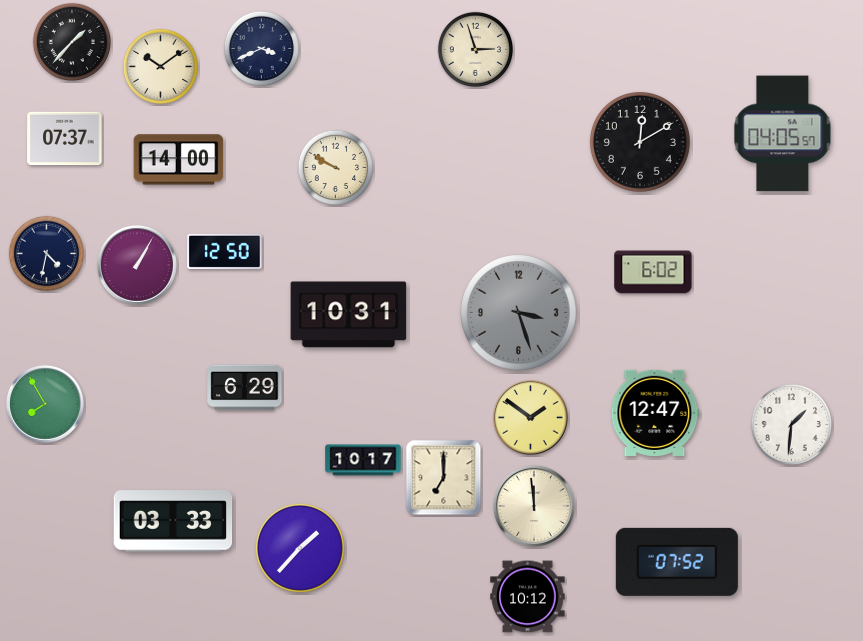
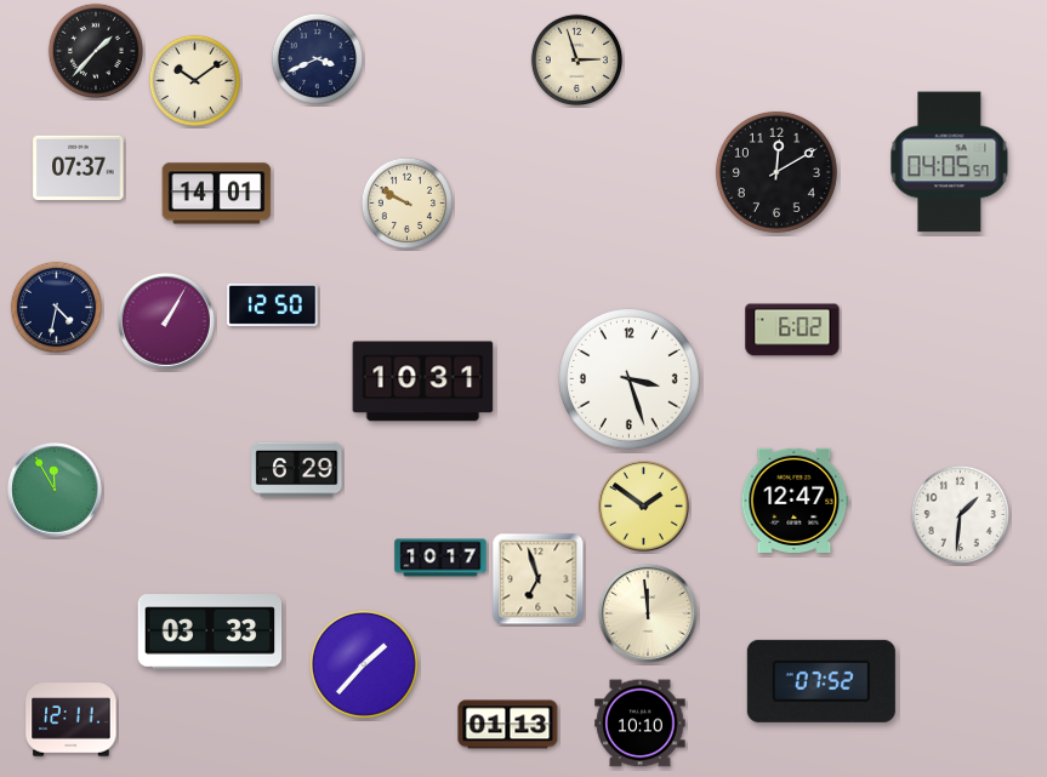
clock at (71, 41) position: (71, 41) -> (95, 50)
clock at (179, 160): 14:00 -> 14:01
clock at (519, 313) dial: grey -> white
clock at (45, 404): 7:55 -> 11:55
clock at (444, 478): 7:00 -> 6:57
clock at (72, 720): none -> 12:11
clock at (528, 597): 10:12 -> 10:10
clock at (508, 725): none -> 01:13
